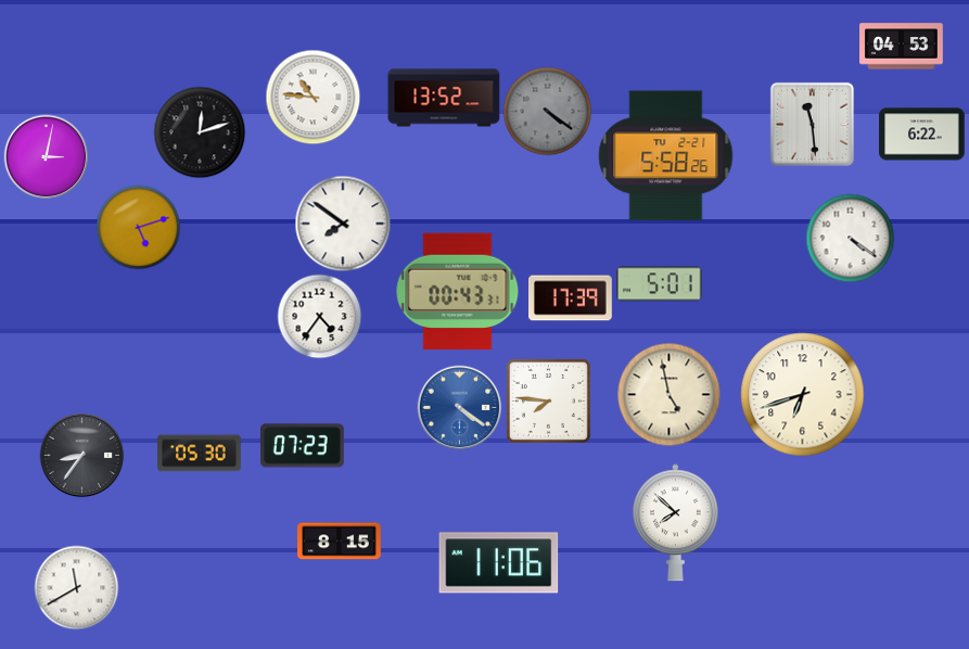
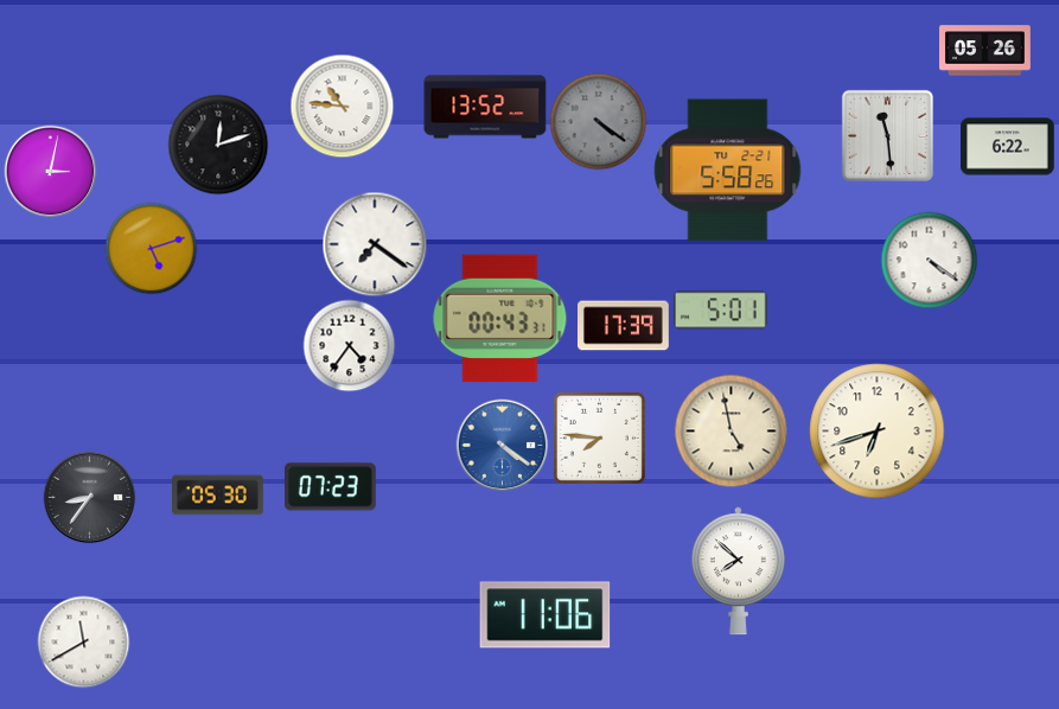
clock at (902, 47): 04:53 -> 05:26
clock at (343, 224): 7:51 -> 7:21
clock at (340, 542): 8:15 -> none
